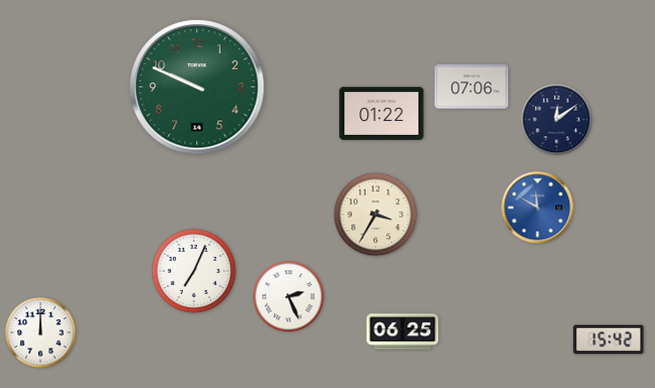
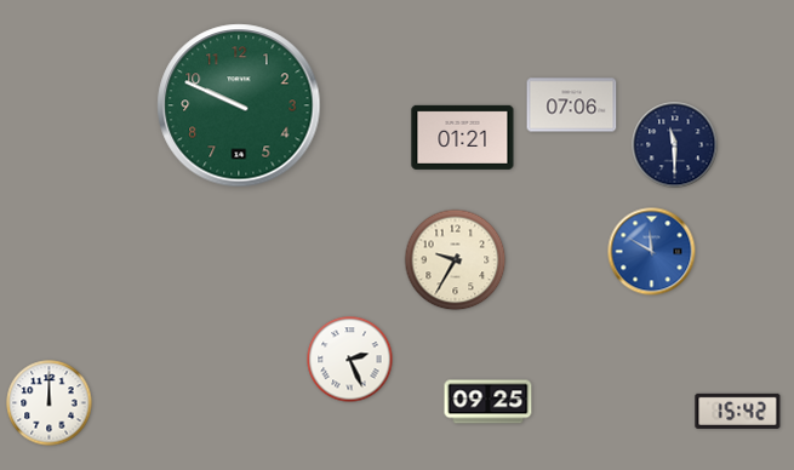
clock at (382, 113): 01:22 -> 01:21
clock at (557, 120): 12:09 -> 11:30
clock at (376, 215): 3:35 -> 9:35
clock at (194, 271): 7:04 -> none
clock at (403, 332): 06:25 -> 09:25
